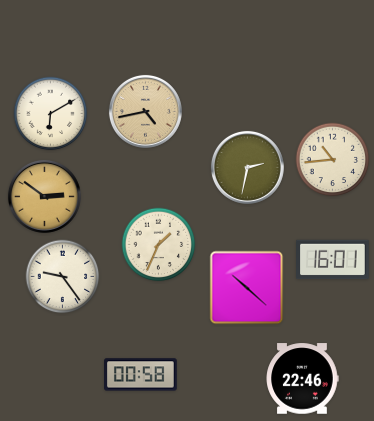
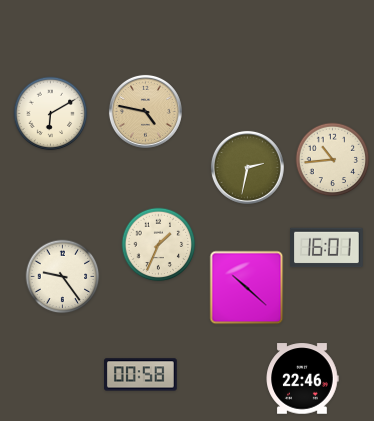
clock at (145, 111): 4:43 -> 4:47
clock at (44, 196): 2:51 -> none
clock at (333, 260) position: (333, 260) -> (327, 248)
